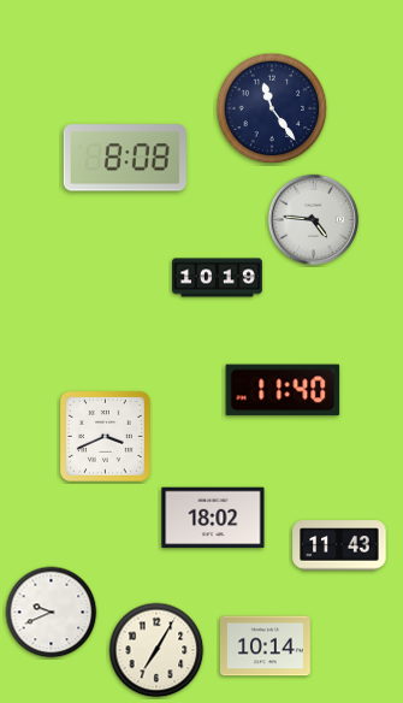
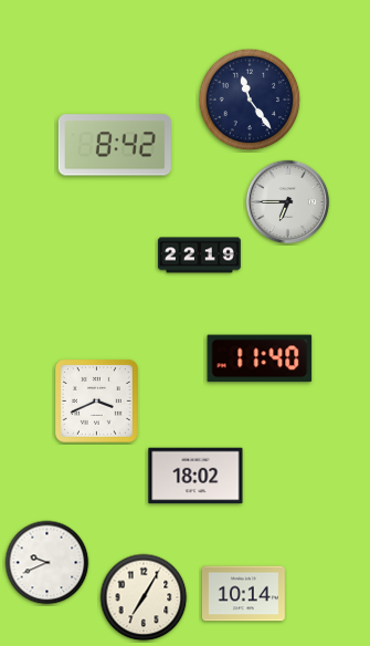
clock at (125, 158): 8:08 -> 8:42
clock at (314, 220): 4:46 -> 6:45
clock at (218, 278): 10:19 -> 22:19
clock at (339, 545): 11:43 -> none
